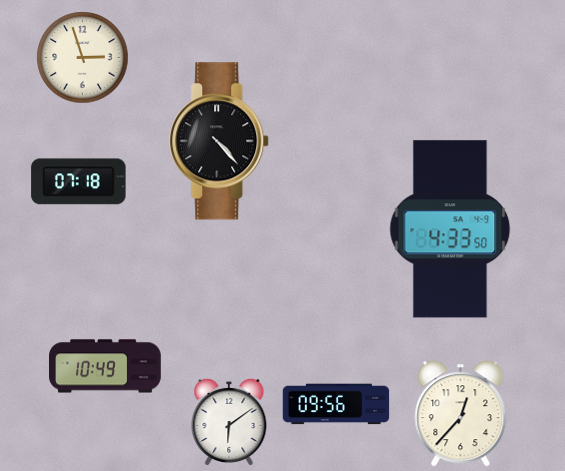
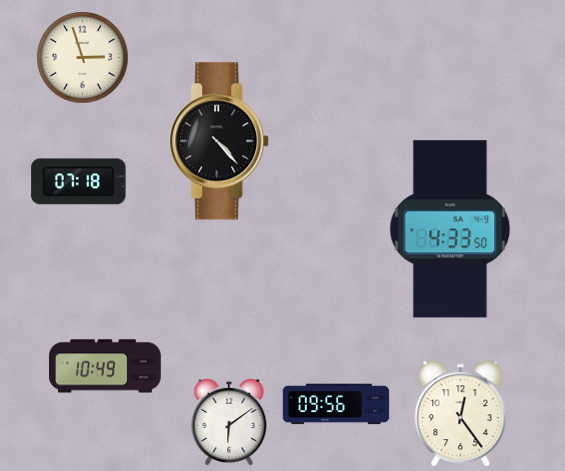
clock at (461, 414): 12:37 -> 12:24
